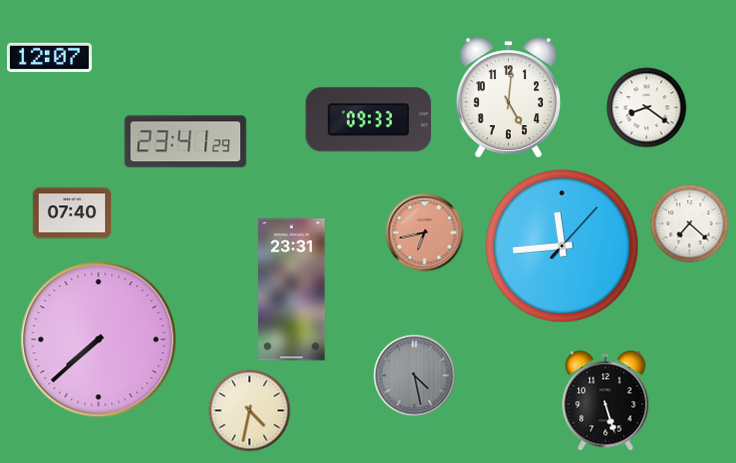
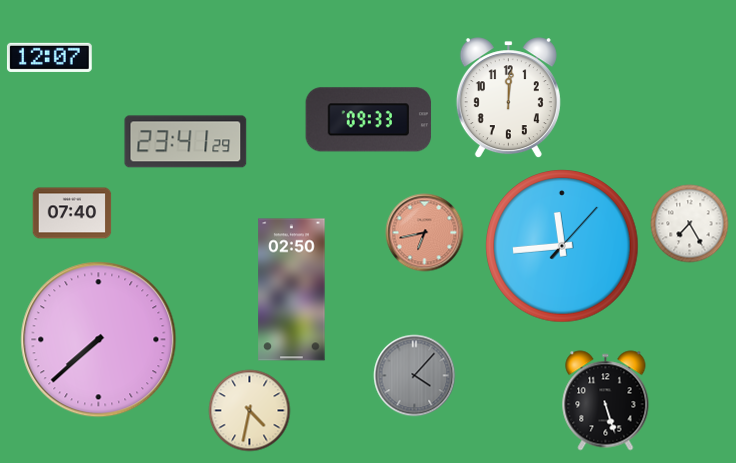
clock at (508, 98): 5:01 -> 12:01
clock at (647, 108): 8:21 -> none
clock at (690, 224): 7:22 -> 7:25
clock at (292, 290): 23:31 -> 02:50
clock at (415, 376): 4:28 -> 4:07
